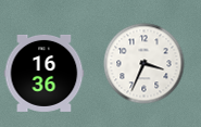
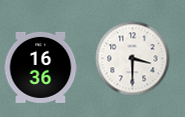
clock at (145, 64): 3:34 -> 3:30
